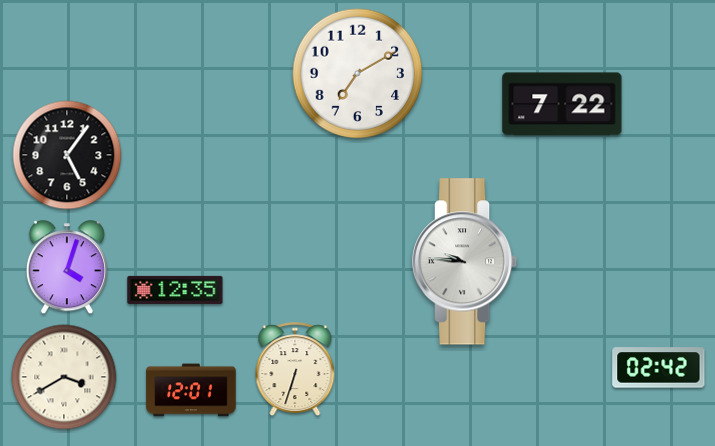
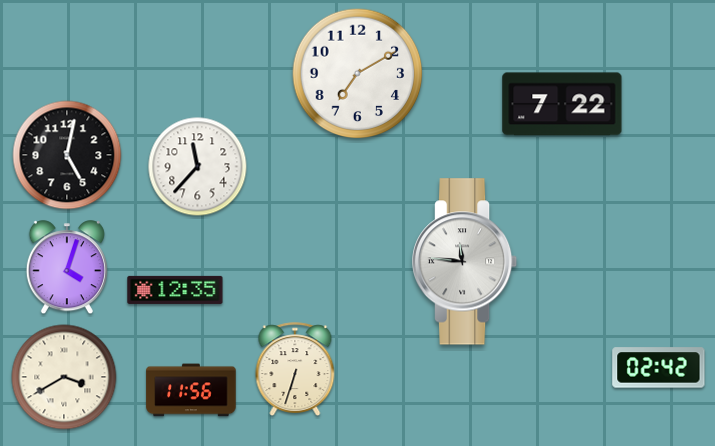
clock at (67, 155): 5:06 -> 5:02
clock at (198, 167): none -> 11:37
clock at (465, 262): 9:46 -> 11:46
clock at (191, 390): 12:01 -> 11:56
